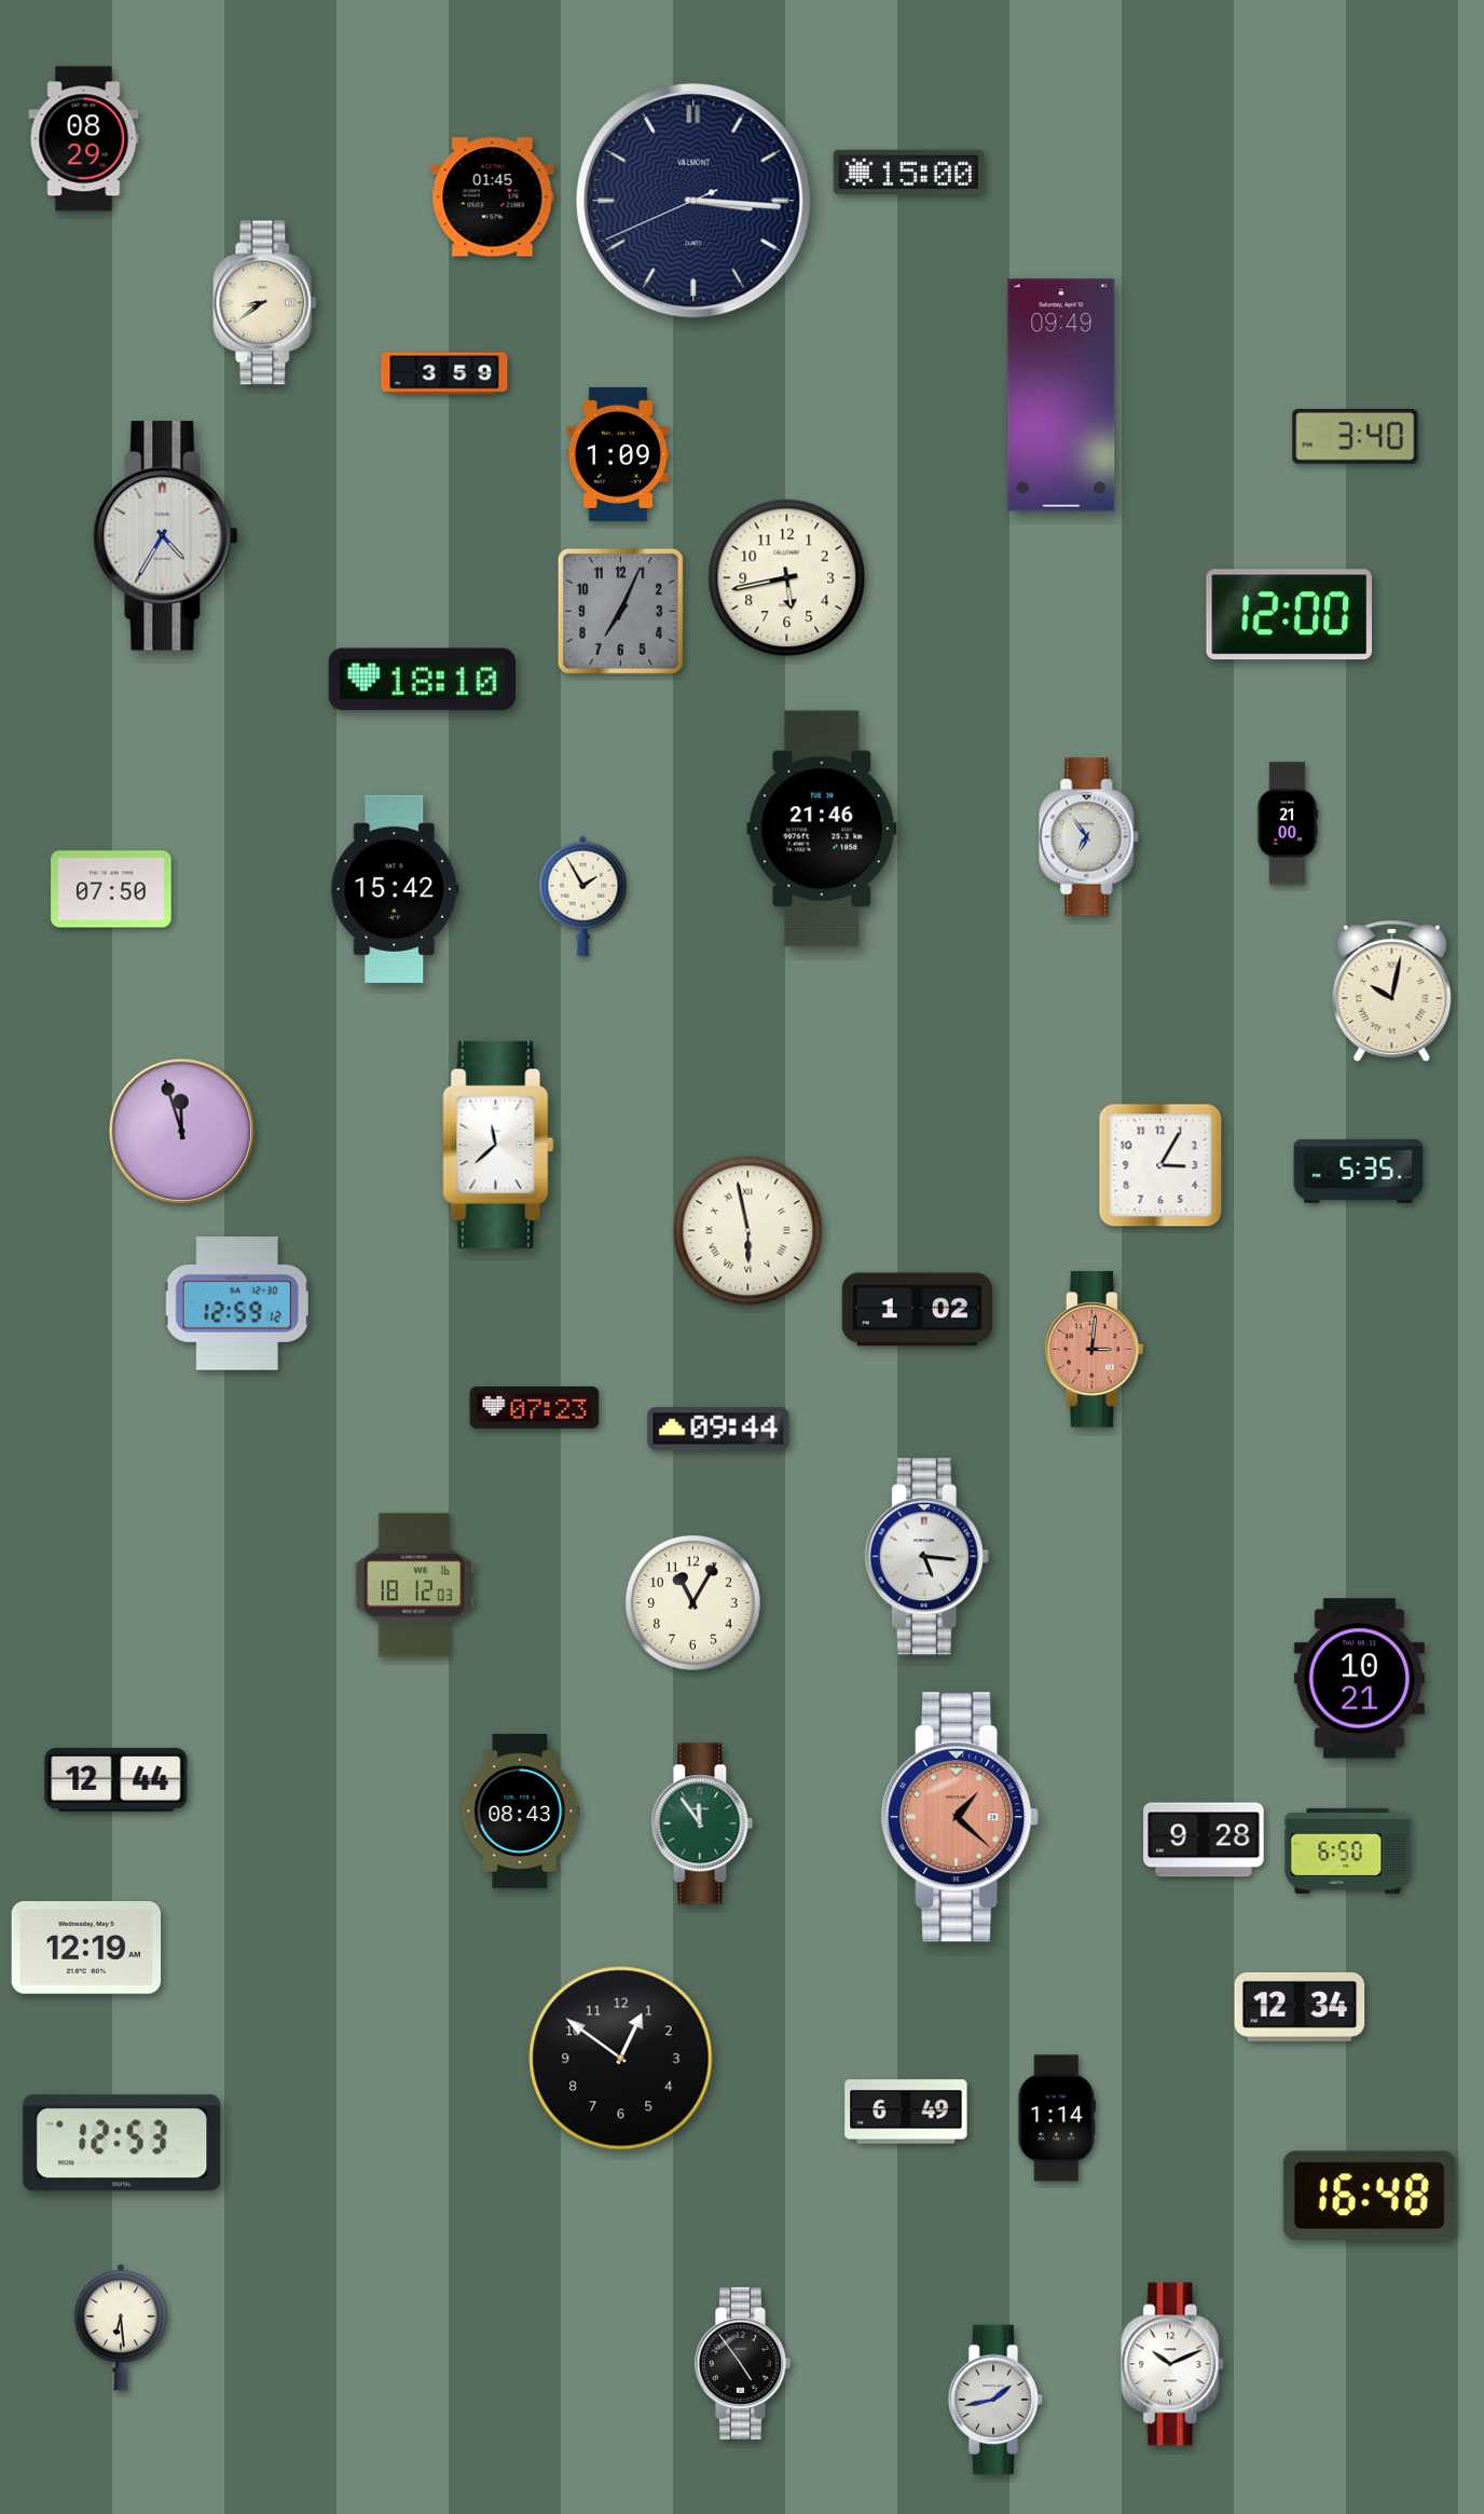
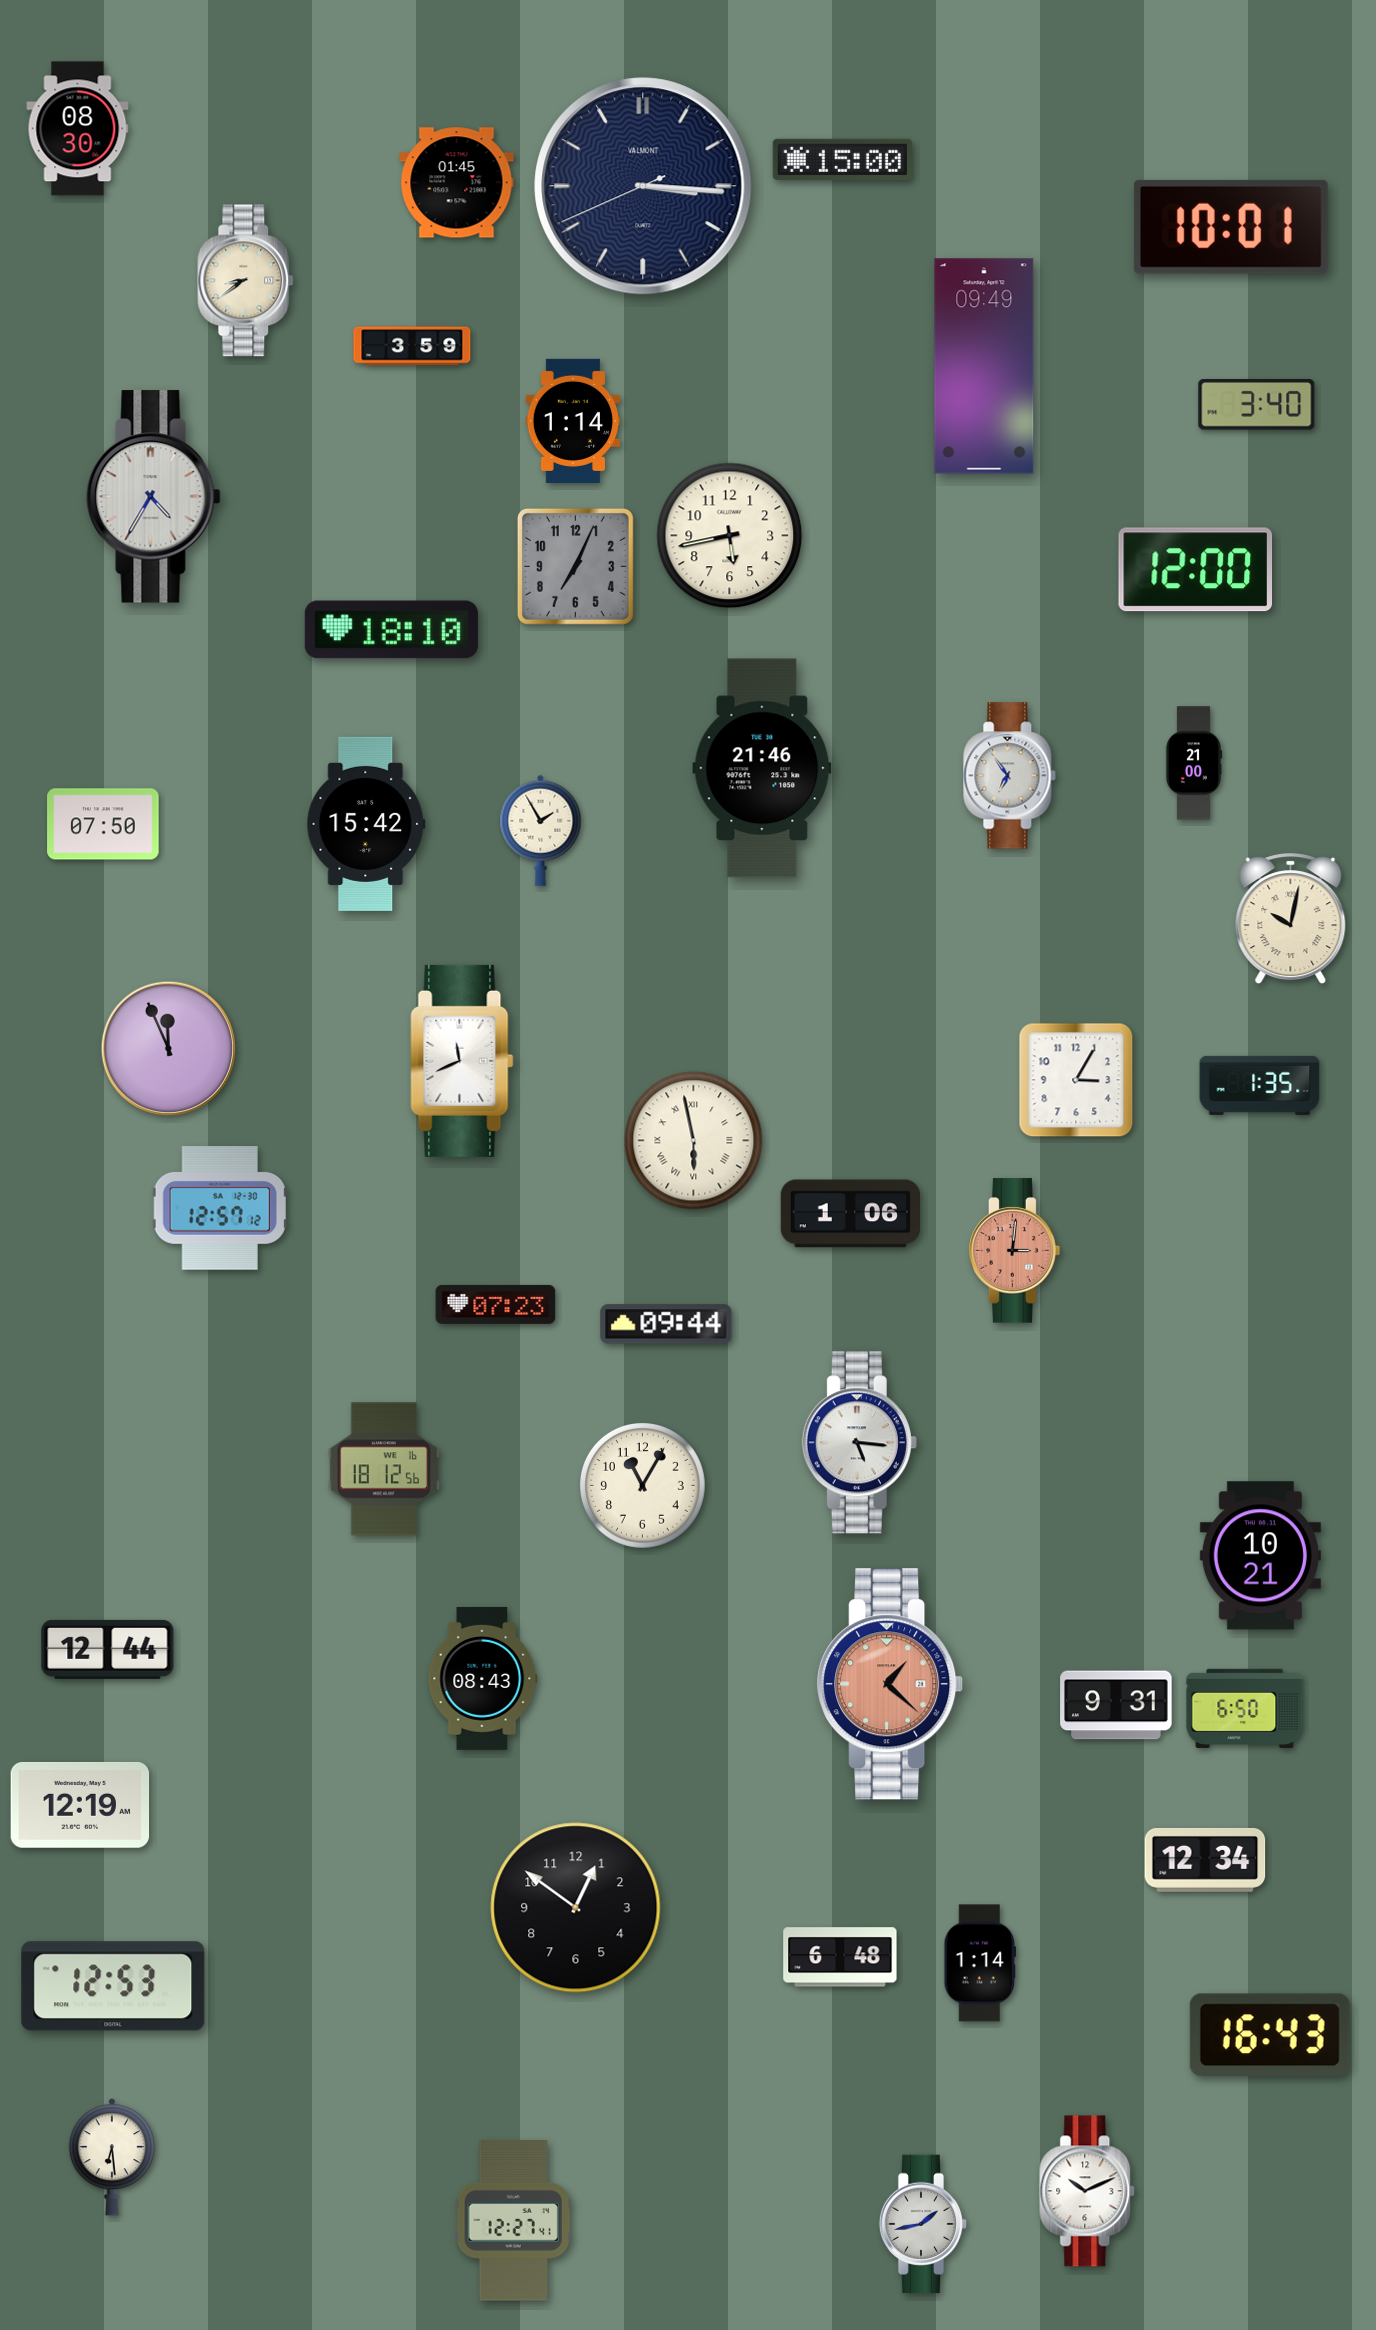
clock at (84, 139): 08:29 -> 08:30
clock at (1231, 227): none -> 10:01
clock at (618, 454): 1:09 -> 1:14
clock at (181, 1131): 11:57 -> 11:56
clock at (498, 1145): 11:38 -> 11:41
clock at (1359, 1171): 5:35 -> 1:35
clock at (237, 1304): 12:59 -> 12:57
clock at (917, 1310): 1:02 -> 1:06
clock at (414, 1585): 18:12:03 -> 18:12:56
clock at (702, 1823): 11:54 -> none
clock at (1204, 1840): 9:28 -> 9:31
clock at (1348, 1850) position: (1348, 1850) -> (1245, 1708)
clock at (906, 2112): 6:49 -> 6:48
clock at (1370, 2195): 16:48 -> 16:43
clock at (742, 2363): 4:54 -> none
clock at (513, 2221): none -> 12:27
